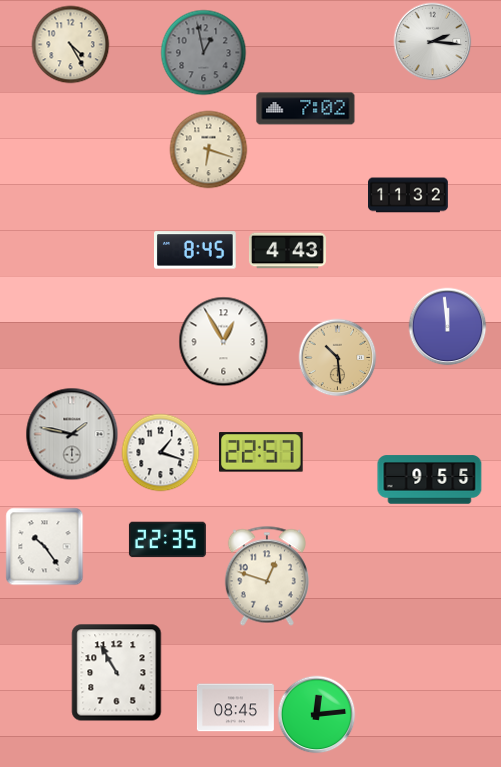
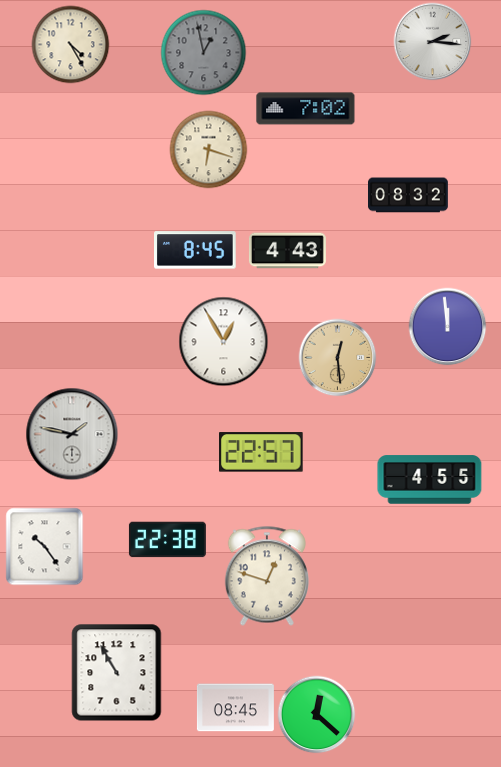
clock at (409, 195): 11:32 -> 08:32
clock at (337, 357): 10:29 -> 12:29
clock at (160, 452): 1:18 -> none
clock at (430, 480): 9:55 -> 4:55
clock at (167, 540): 22:35 -> 22:38
clock at (316, 714): 12:14 -> 12:22
